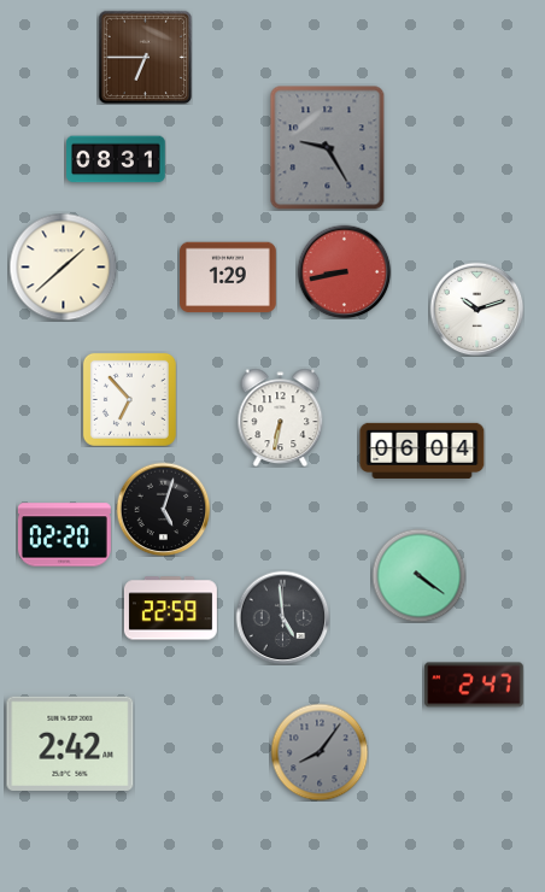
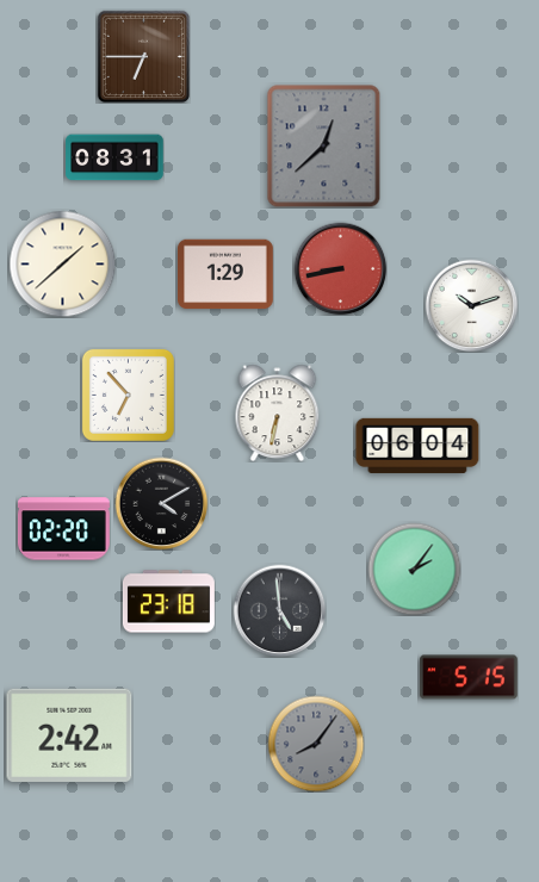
clock at (328, 148): 9:25 -> 12:38
clock at (163, 509): 5:03 -> 4:10
clock at (418, 575): 4:21 -> 2:06
clock at (170, 609): 22:59 -> 23:18
clock at (474, 685): 2:47 -> 5:15
